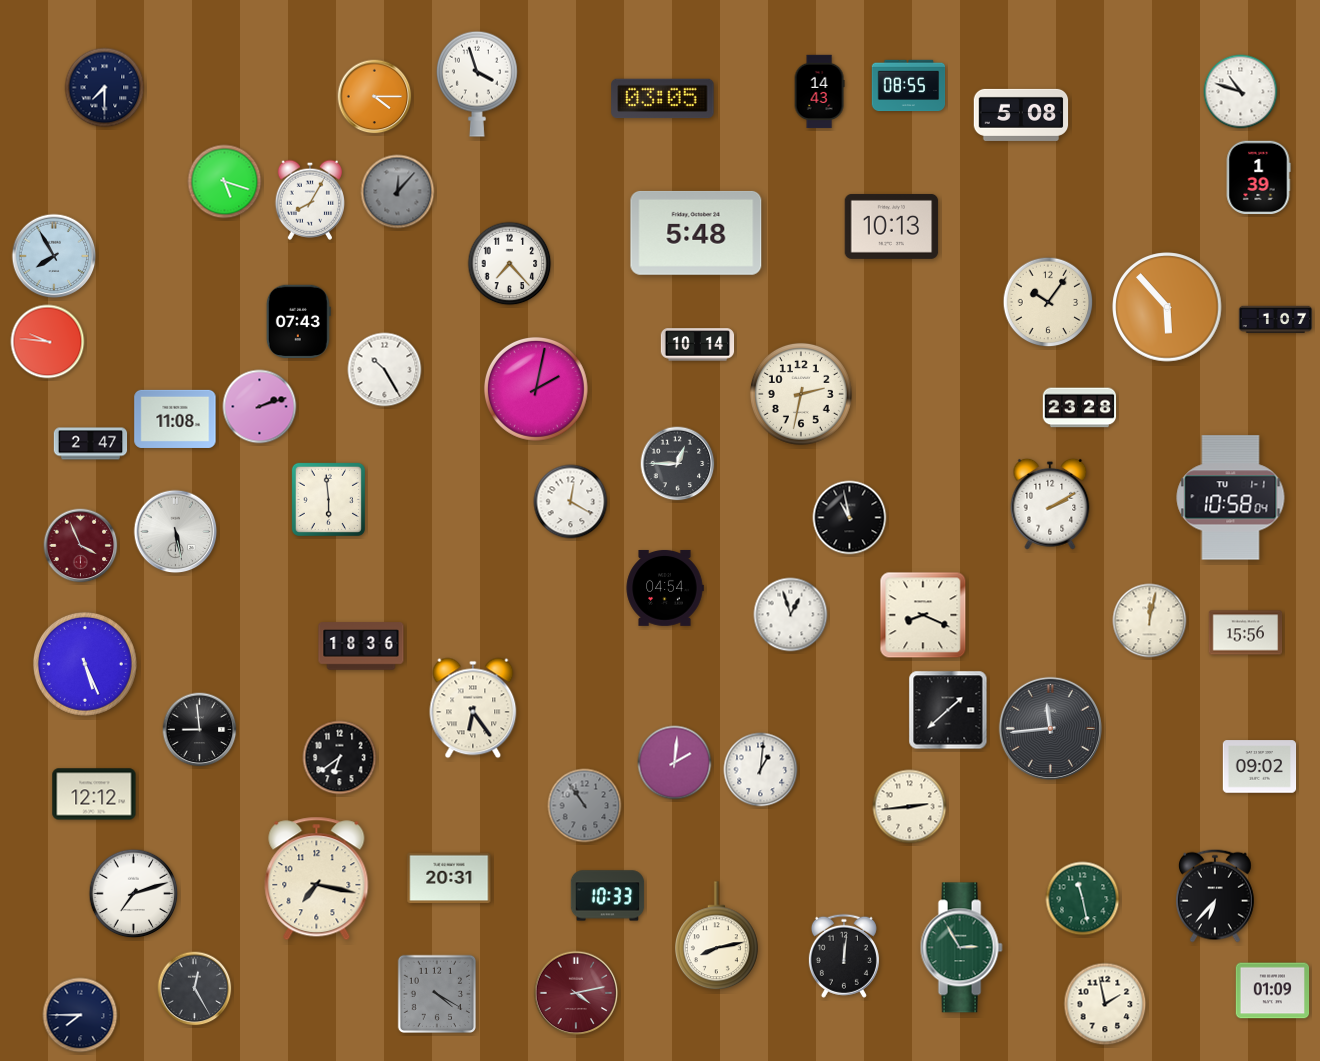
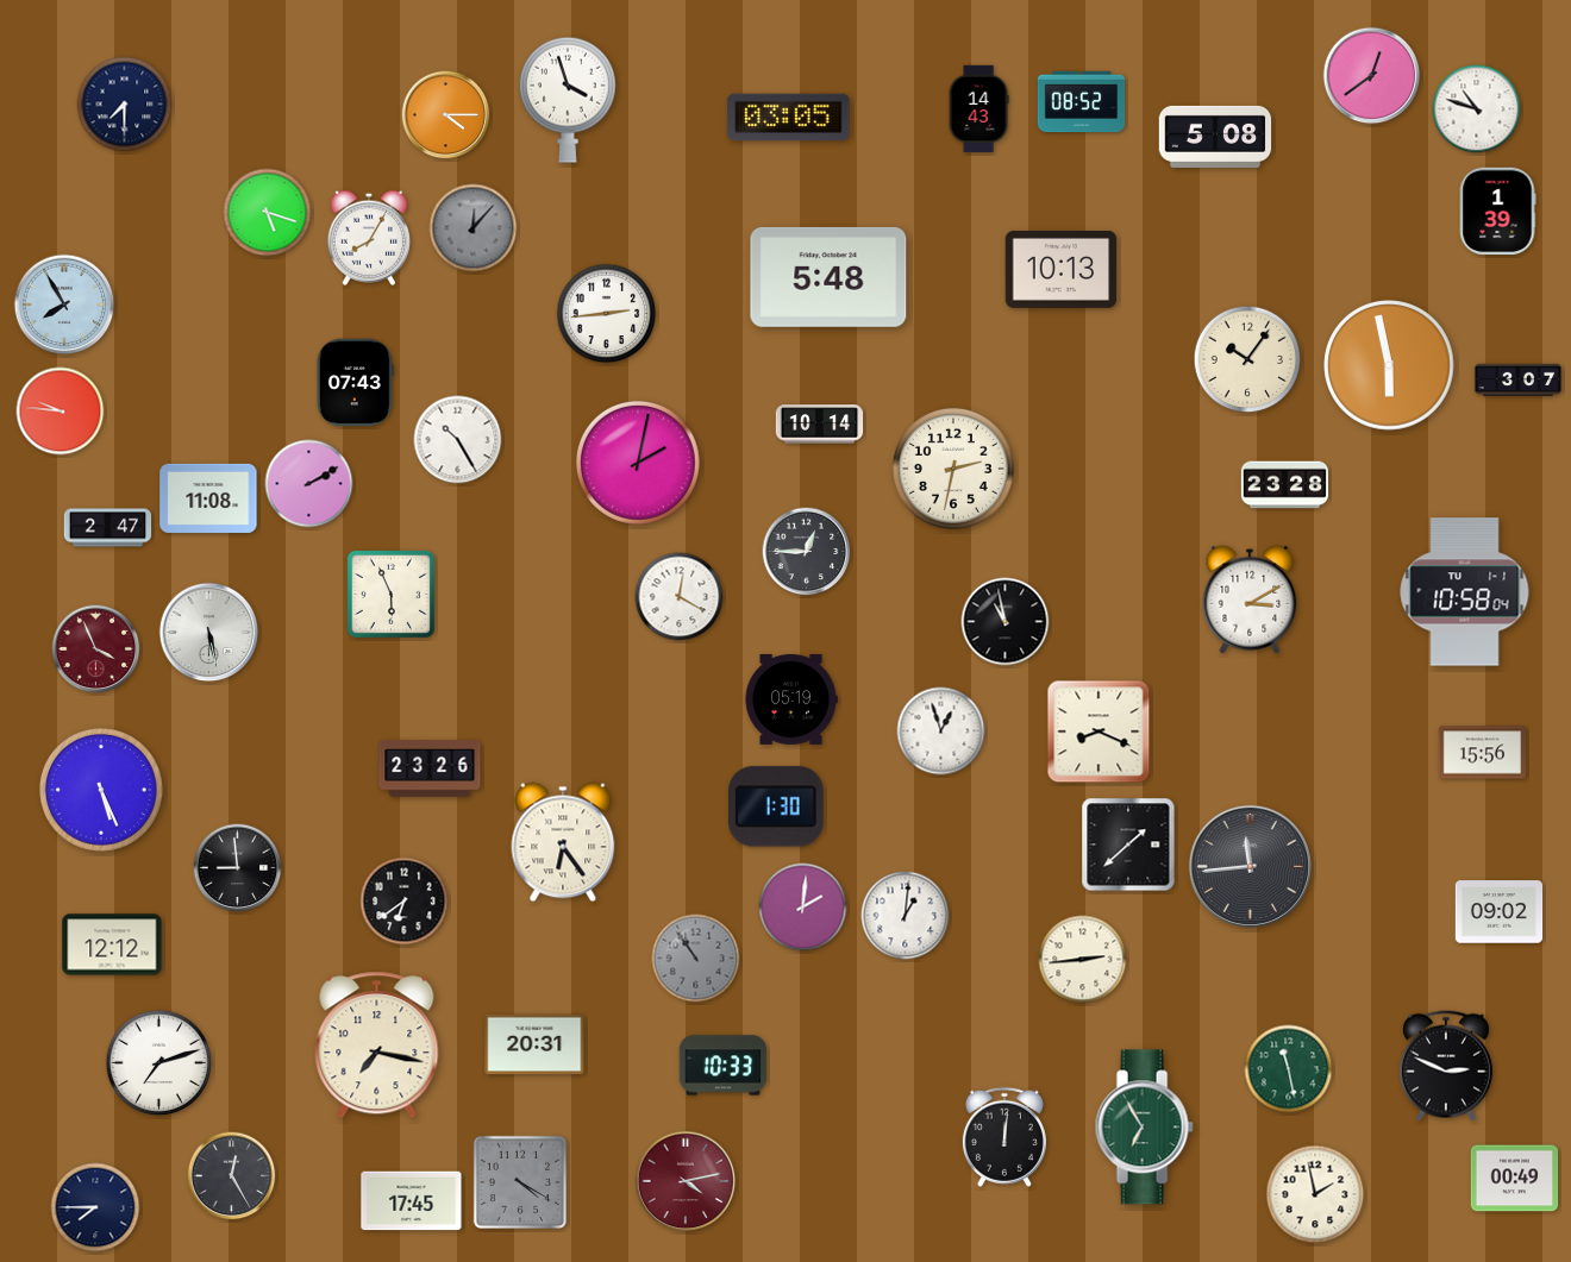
clock at (1372, 76): none -> 12:39
clock at (909, 86): 08:55 -> 08:52
clock at (819, 92) position: (819, 92) -> (978, 109)
clock at (225, 182) position: (225, 182) -> (268, 213)
clock at (510, 264): 7:23 -> 2:44
clock at (1167, 307): 5:53 -> 5:58
clock at (1276, 320): 1:07 -> 3:07
clock at (48, 342) position: (48, 342) -> (61, 412)
clock at (698, 345) position: (698, 345) -> (820, 425)
clock at (260, 407): 2:12 -> 2:10
clock at (328, 499): 5:59 -> 5:56
clock at (1050, 504): 2:10 -> 3:10
clock at (850, 518) position: (850, 518) -> (1006, 622)
clock at (665, 588): 04:54 -> 05:19
clock at (1150, 621): 12:02 -> none
clock at (361, 646): 18:36 -> 23:26
clock at (777, 806): none -> 1:30
clock at (1215, 896): 6:37 -> 2:49
clock at (717, 936): 8:13 -> none
clock at (961, 948): 2:55 -> 6:55
clock at (1273, 991): 01:09 -> 00:49
clock at (412, 1201): none -> 17:45
